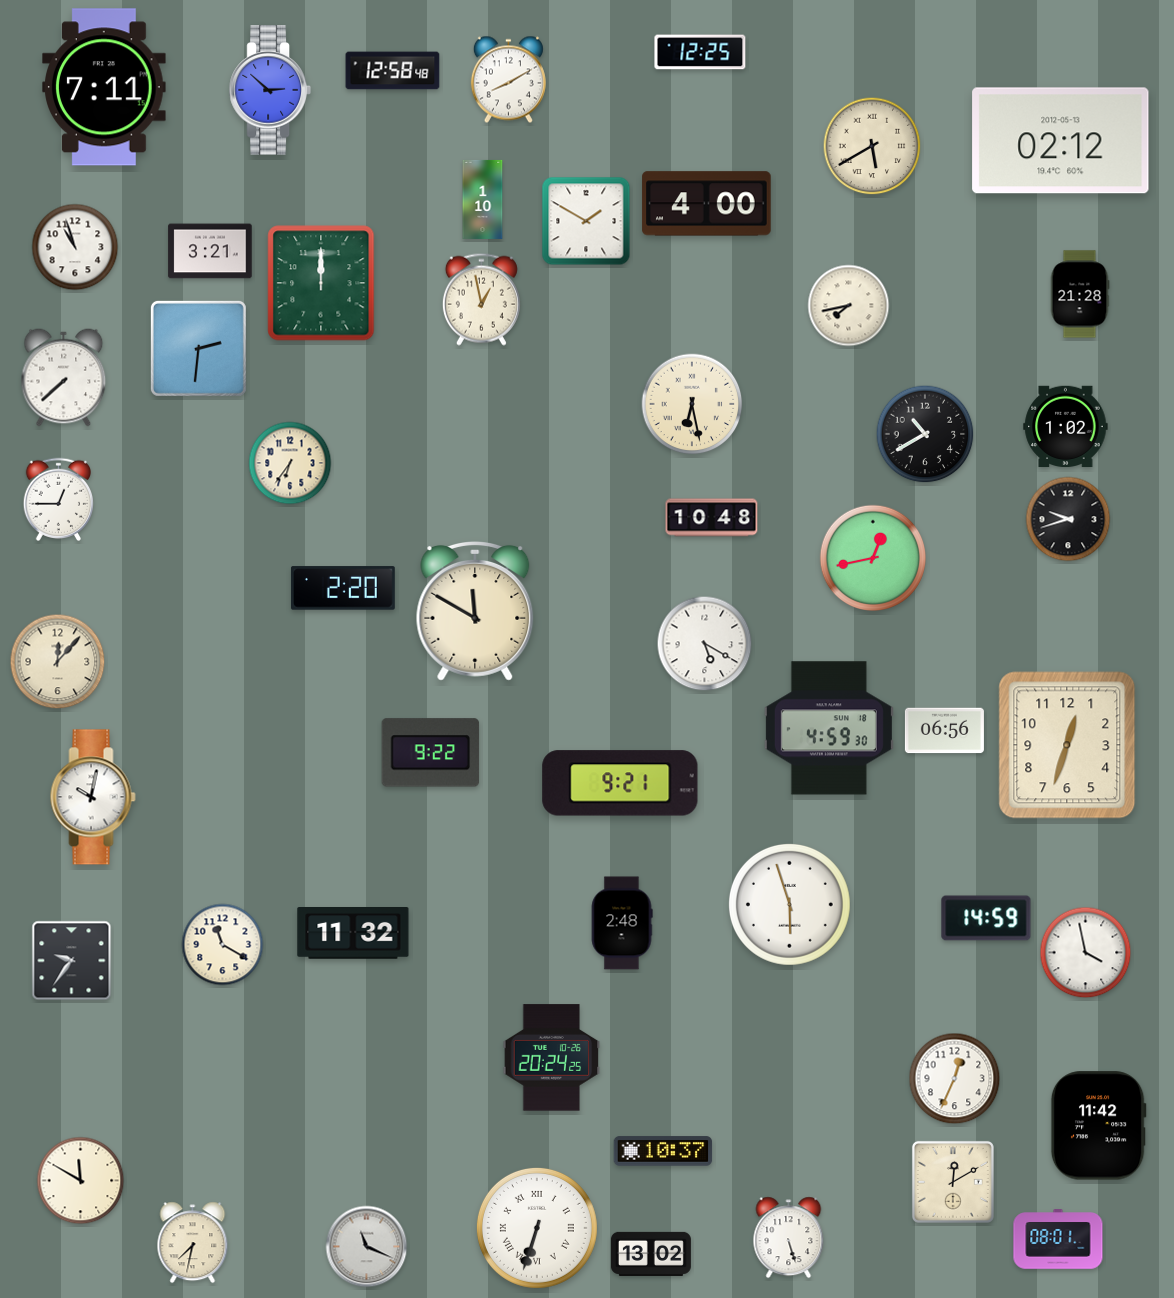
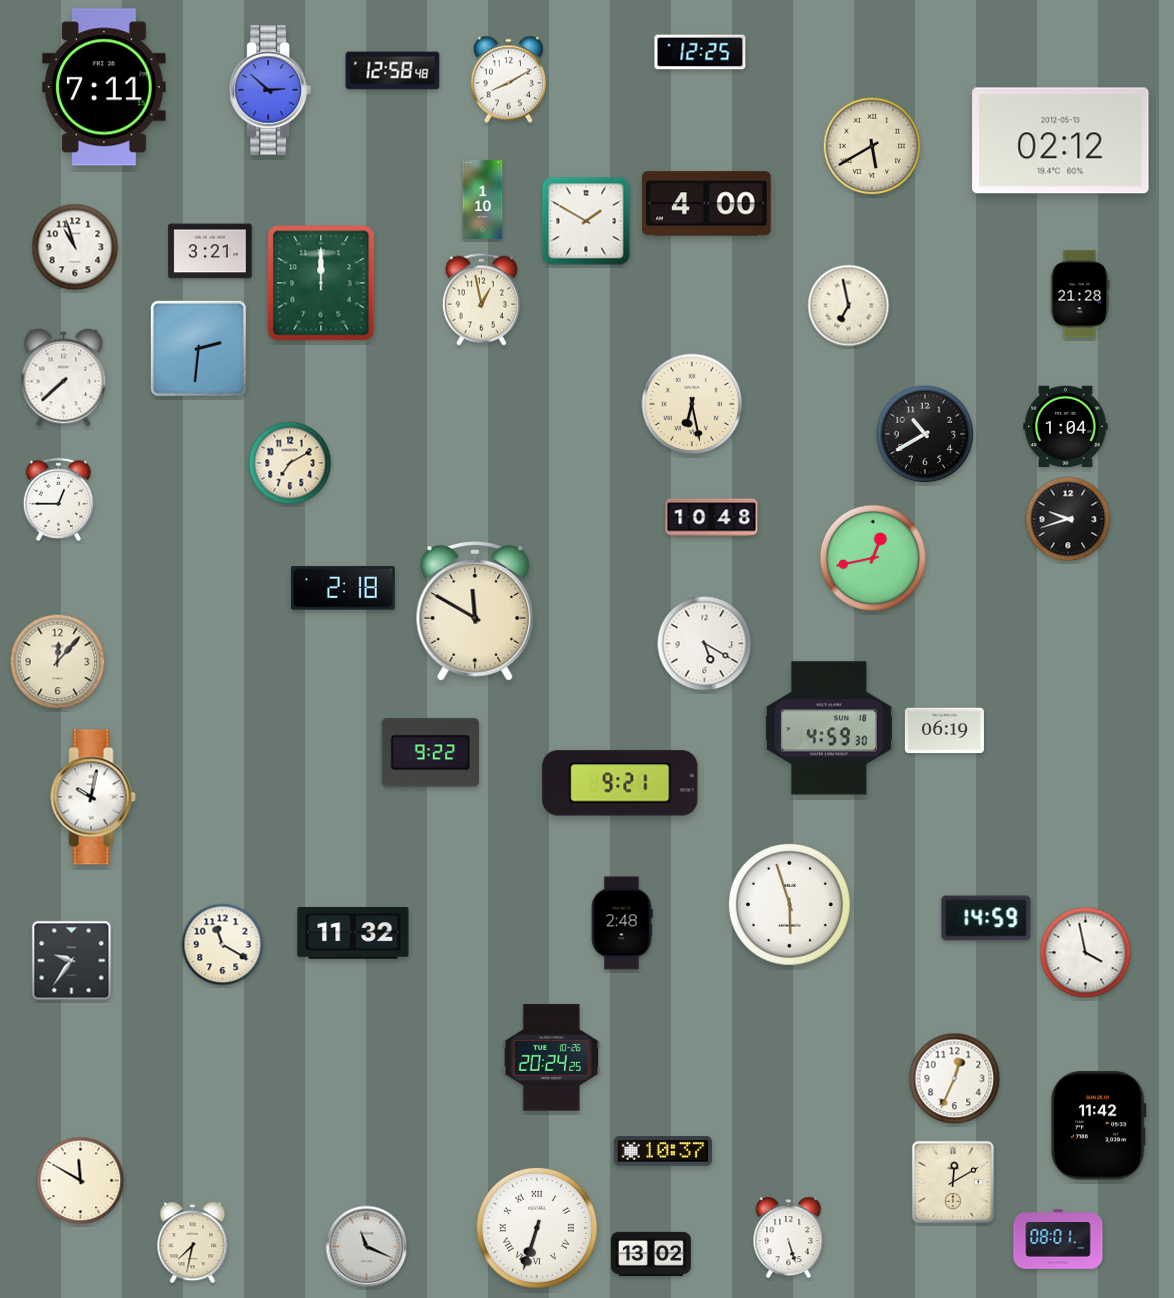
clock at (849, 306): 7:43 -> 6:58
clock at (1066, 427): 1:02 -> 1:04
clock at (290, 463): 6:36 -> 7:10
clock at (343, 588): 2:20 -> 2:18
clock at (944, 731): 06:56 -> 06:19
clock at (1067, 745): 12:33 -> none
